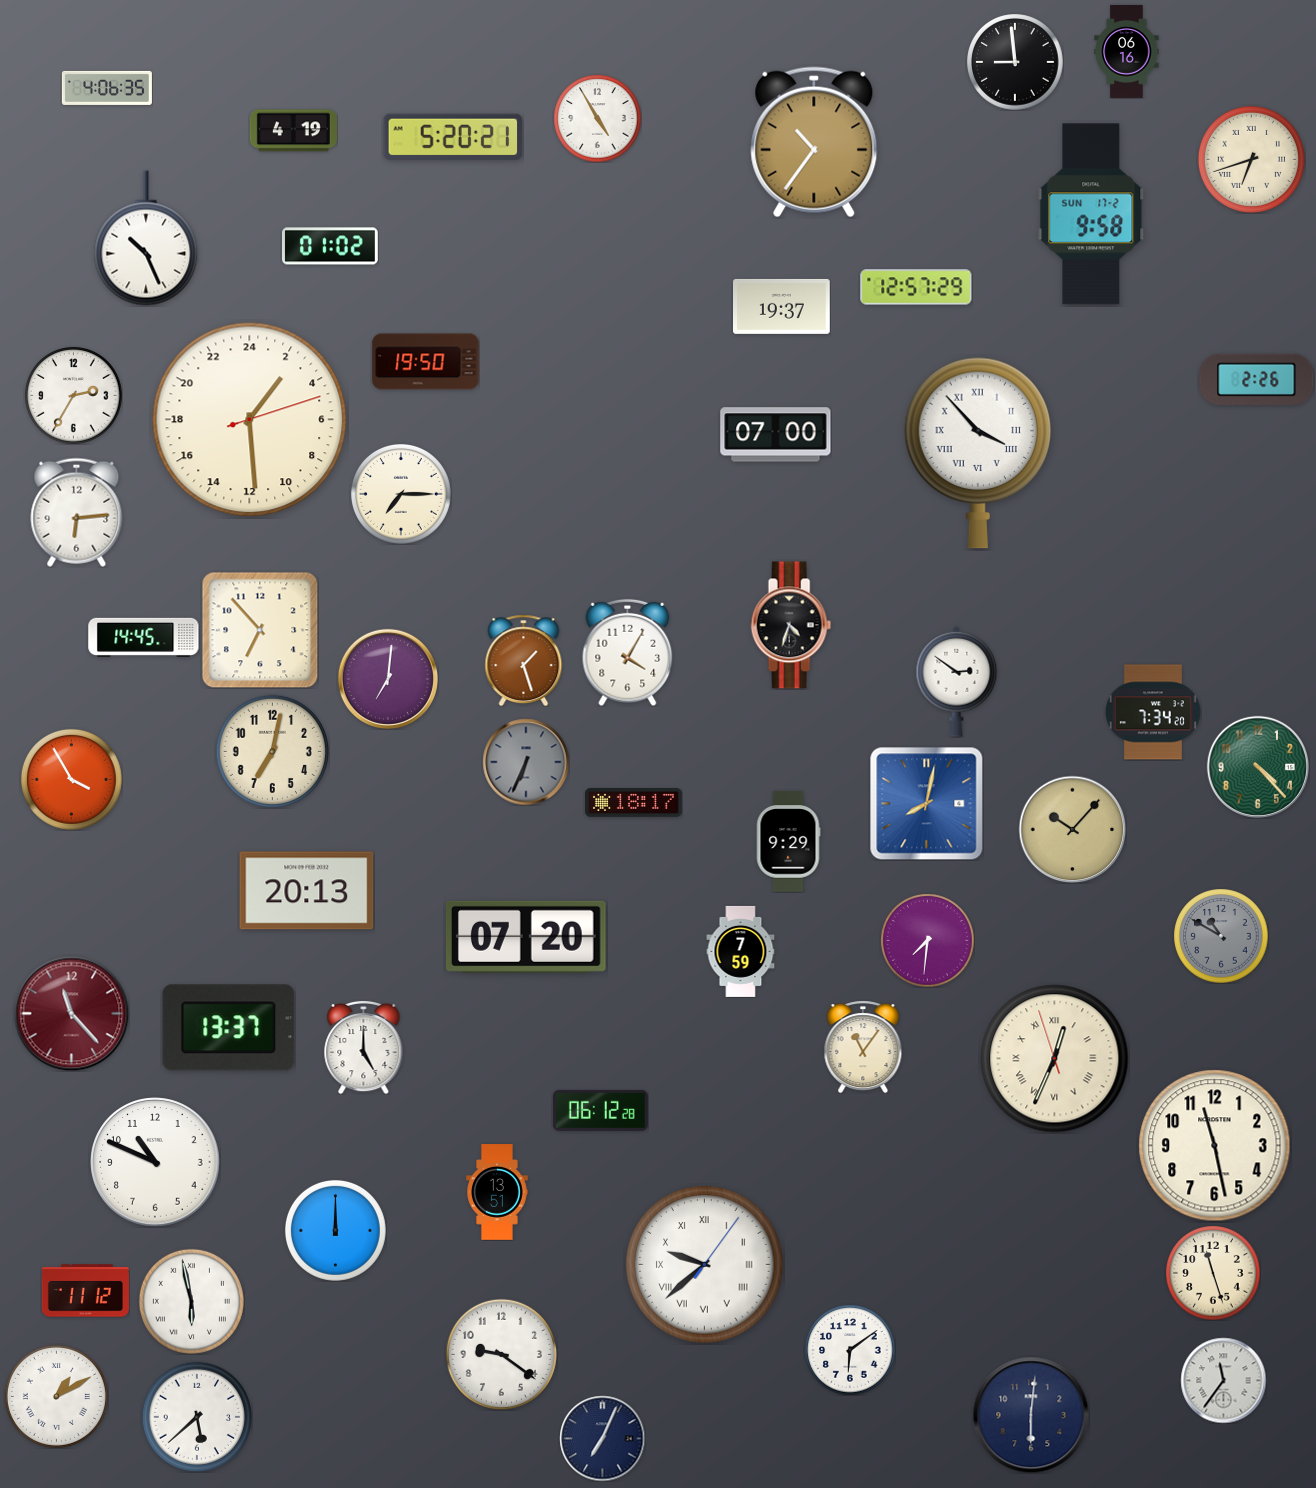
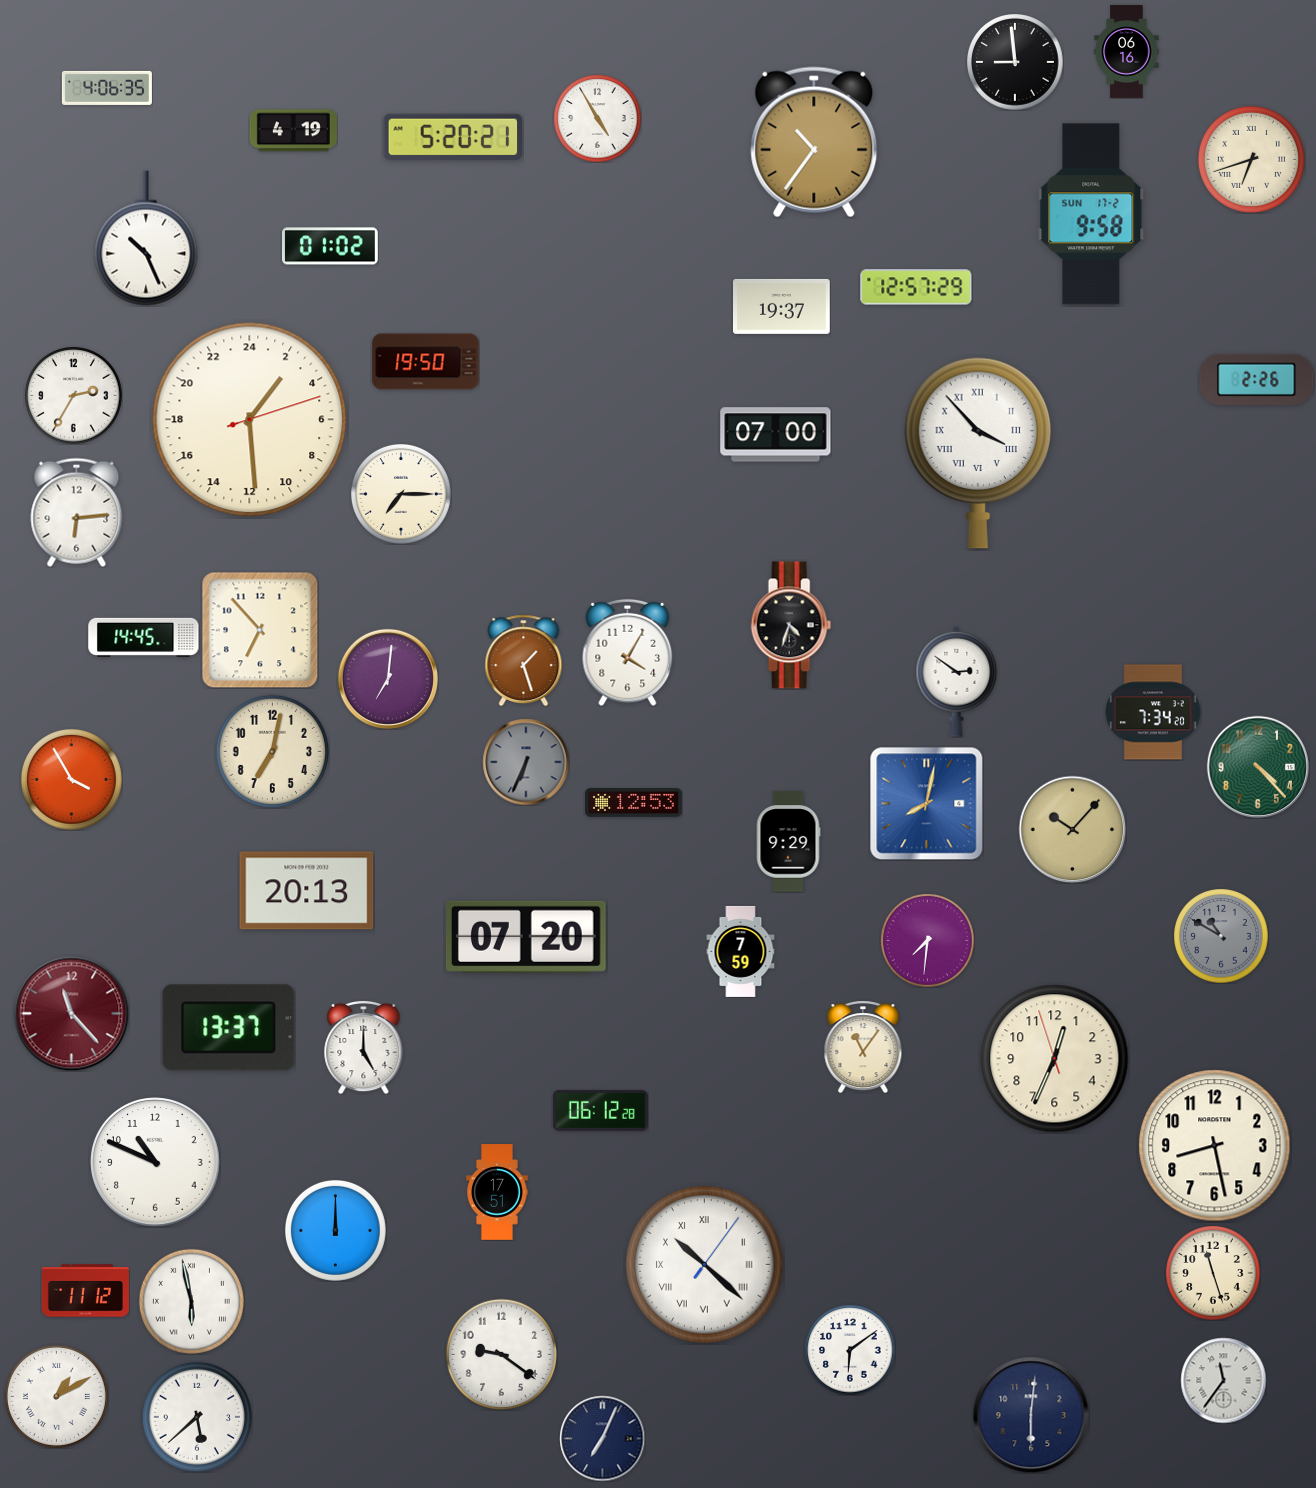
clock at (634, 803): 18:17 -> 12:53
clock at (1055, 1059) numerals: Roman -> Arabic
clock at (1215, 1146): 11:28 -> 8:28
clock at (497, 1192): 13:51 -> 17:51
clock at (705, 1265): 9:38 -> 10:22
